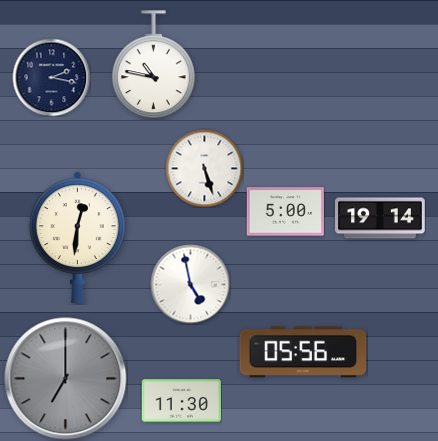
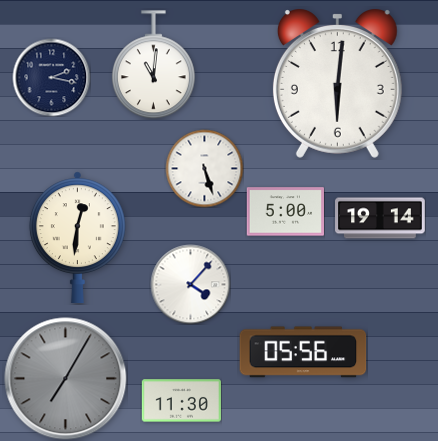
clock at (153, 65): 10:47 -> 11:01
clock at (337, 83): none -> 6:01
clock at (190, 284): 4:58 -> 4:07
clock at (66, 379): 7:00 -> 7:05
